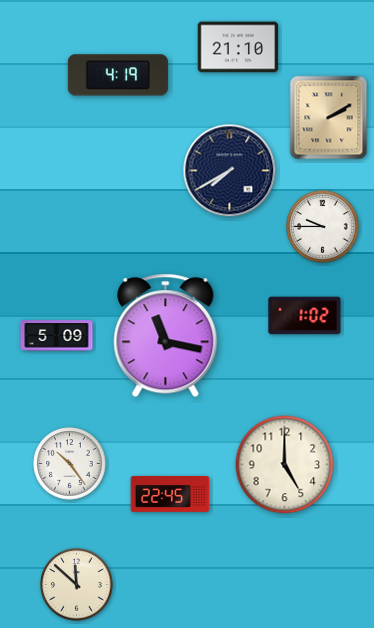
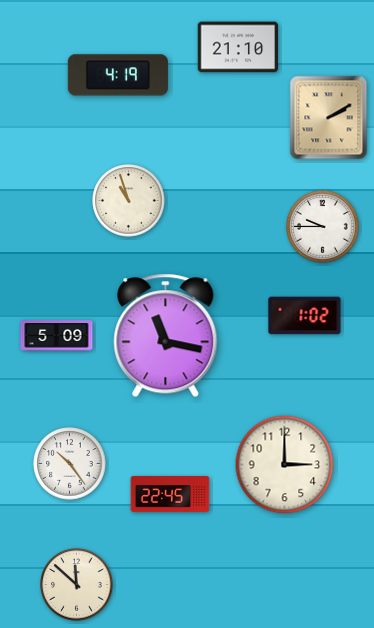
clock at (230, 171): 7:40 -> none
clock at (129, 201): none -> 10:57
clock at (285, 465): 5:00 -> 3:00
